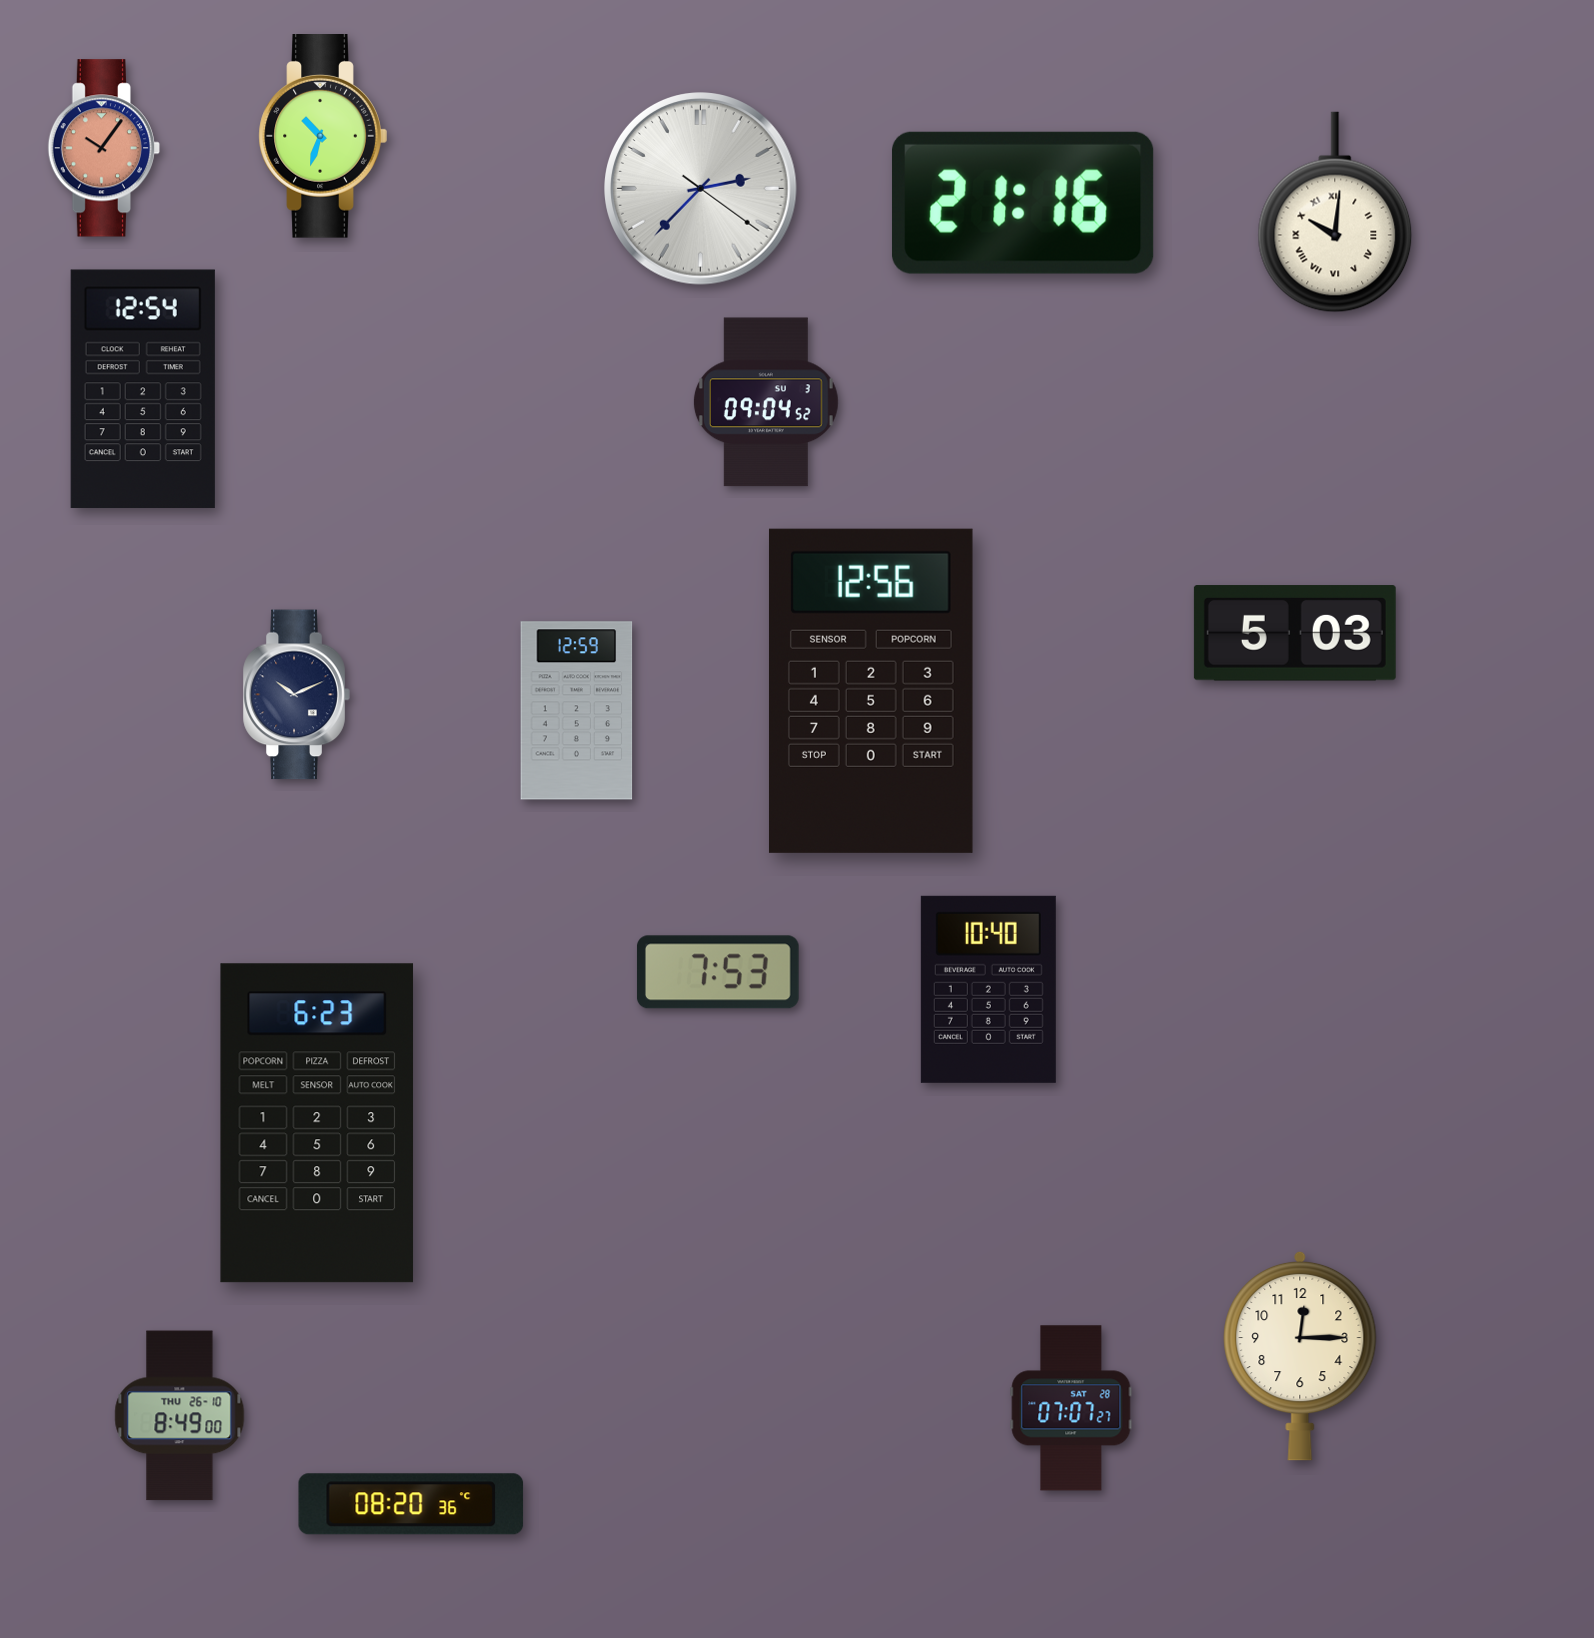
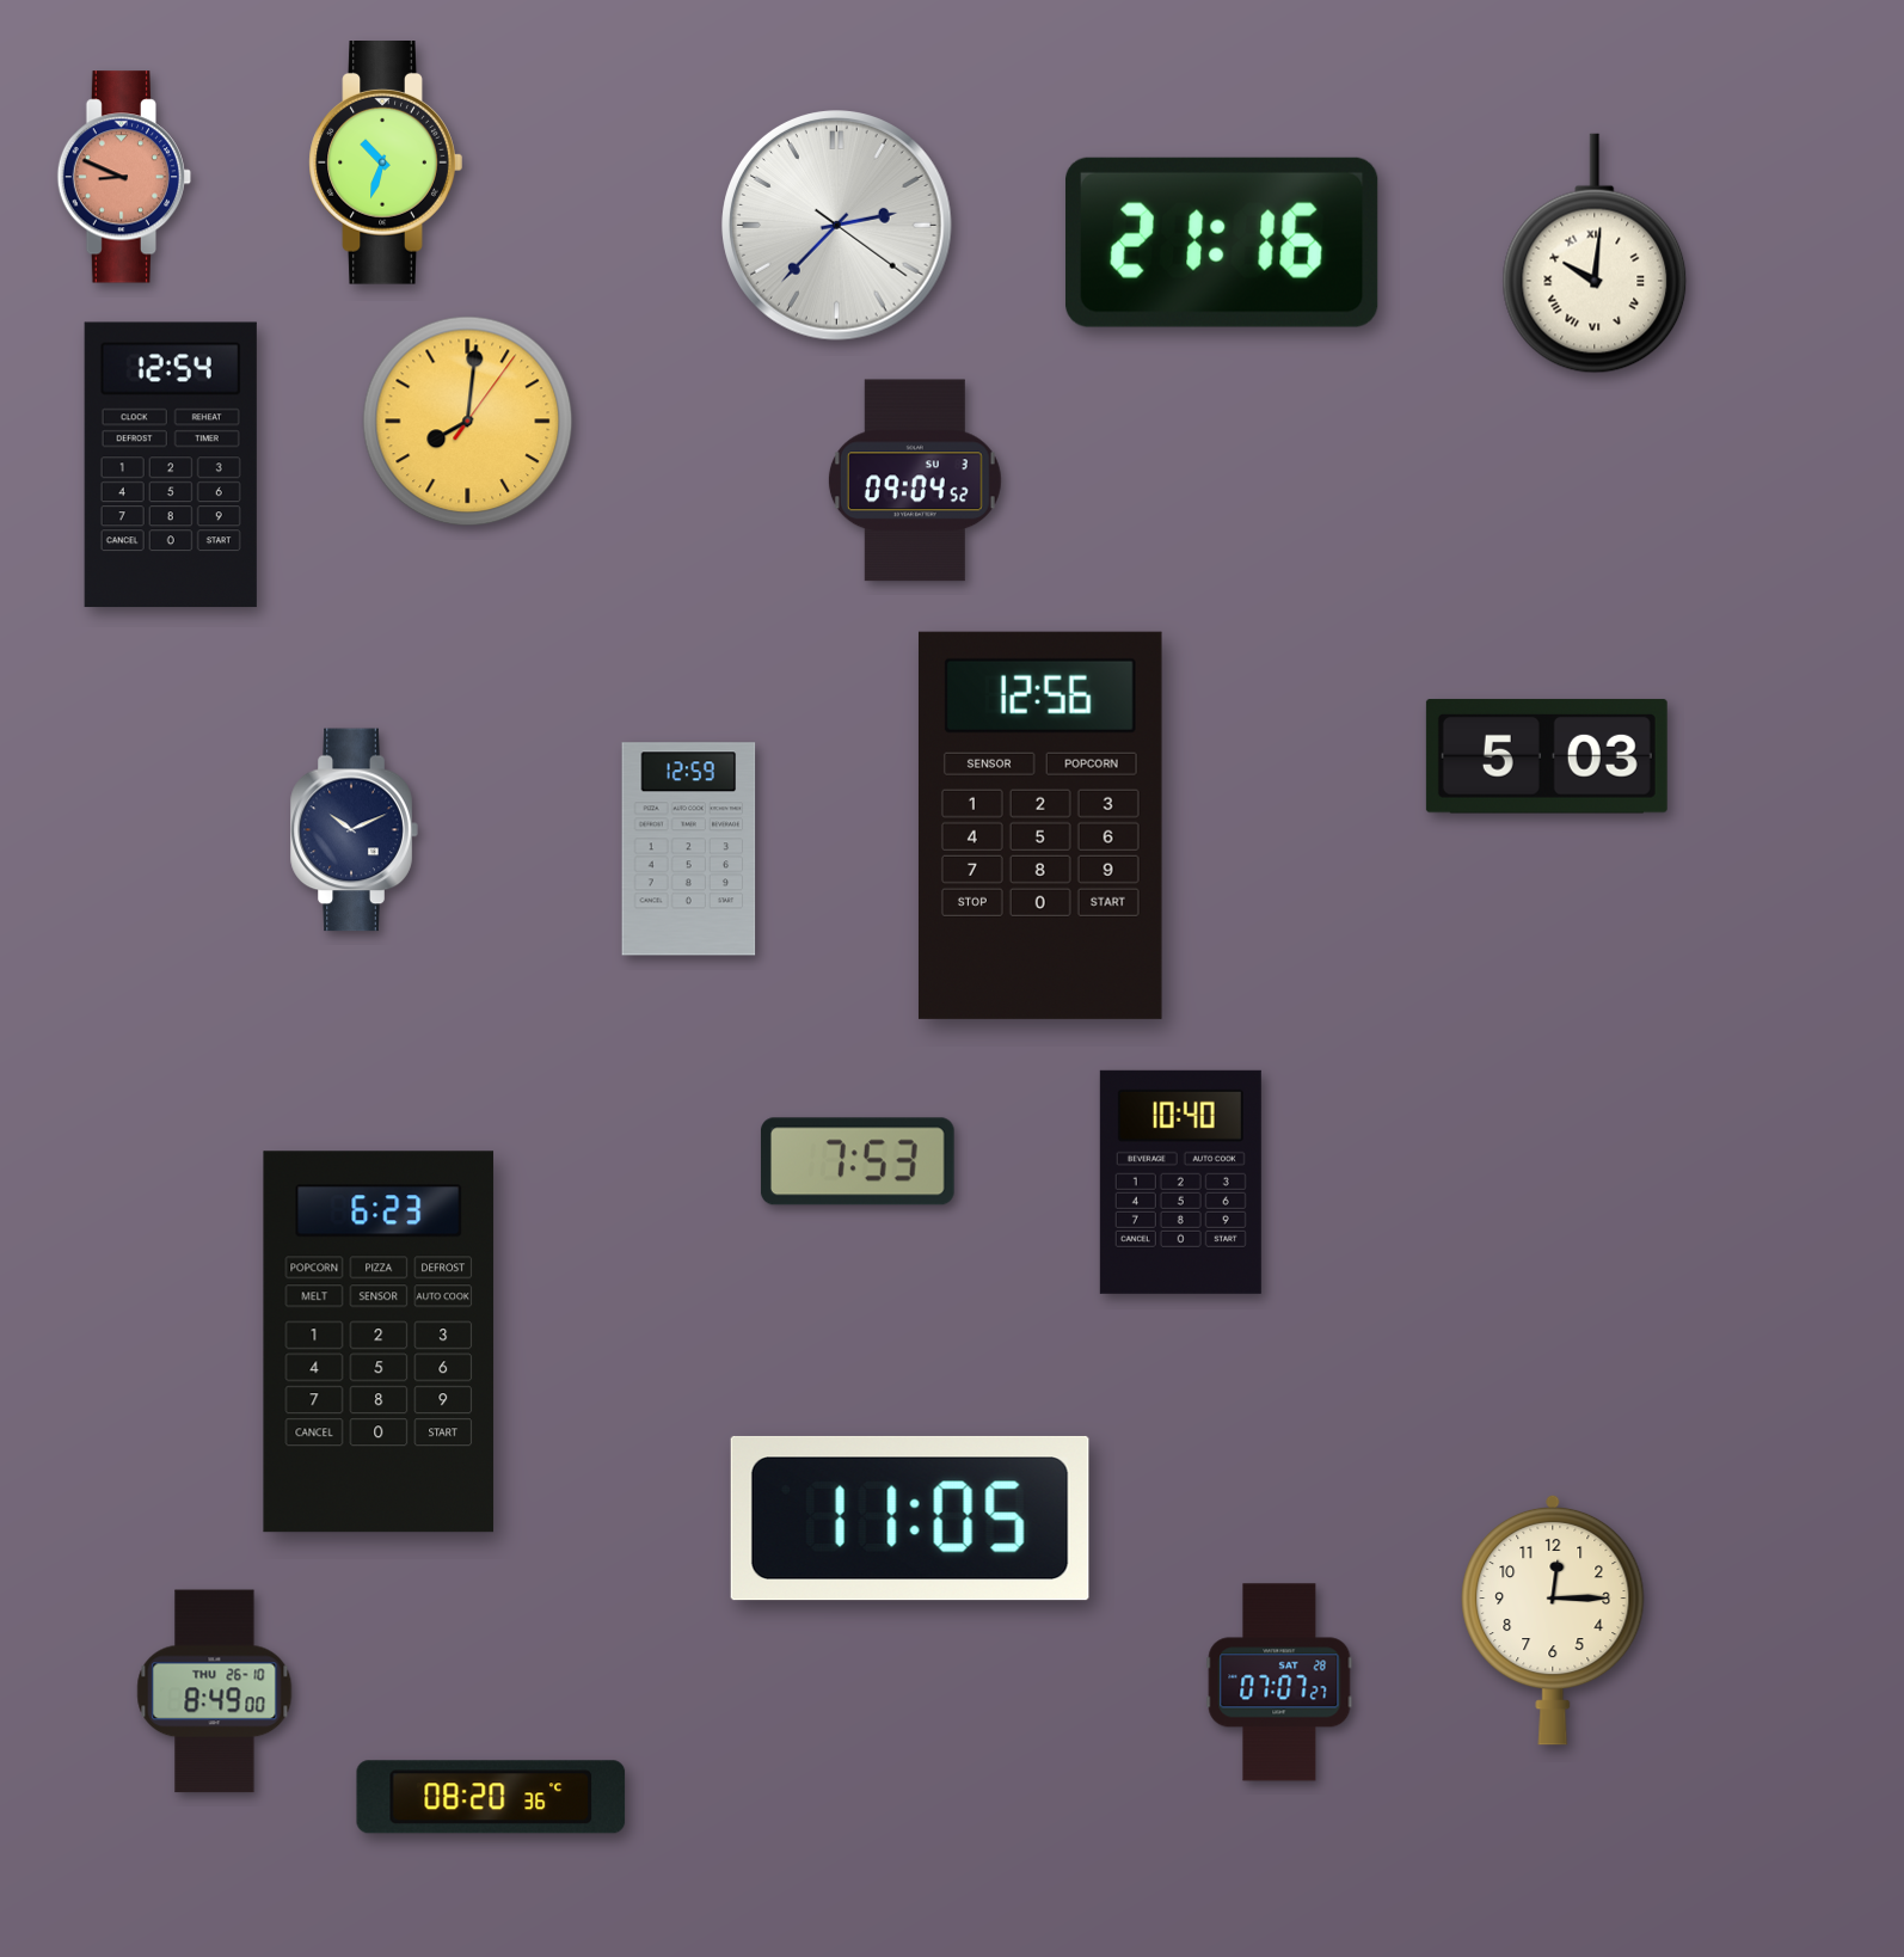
clock at (104, 148): 10:06 -> 8:49
clock at (468, 422): none -> 8:01
clock at (910, 1519): none -> 11:05
